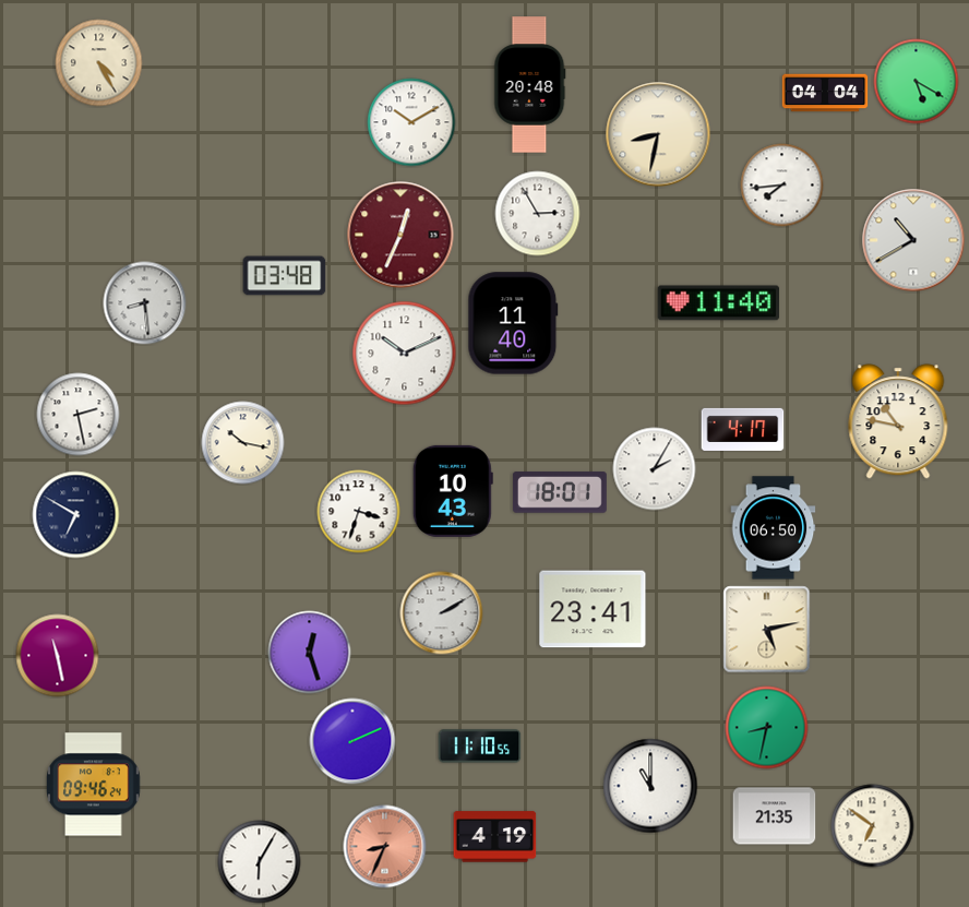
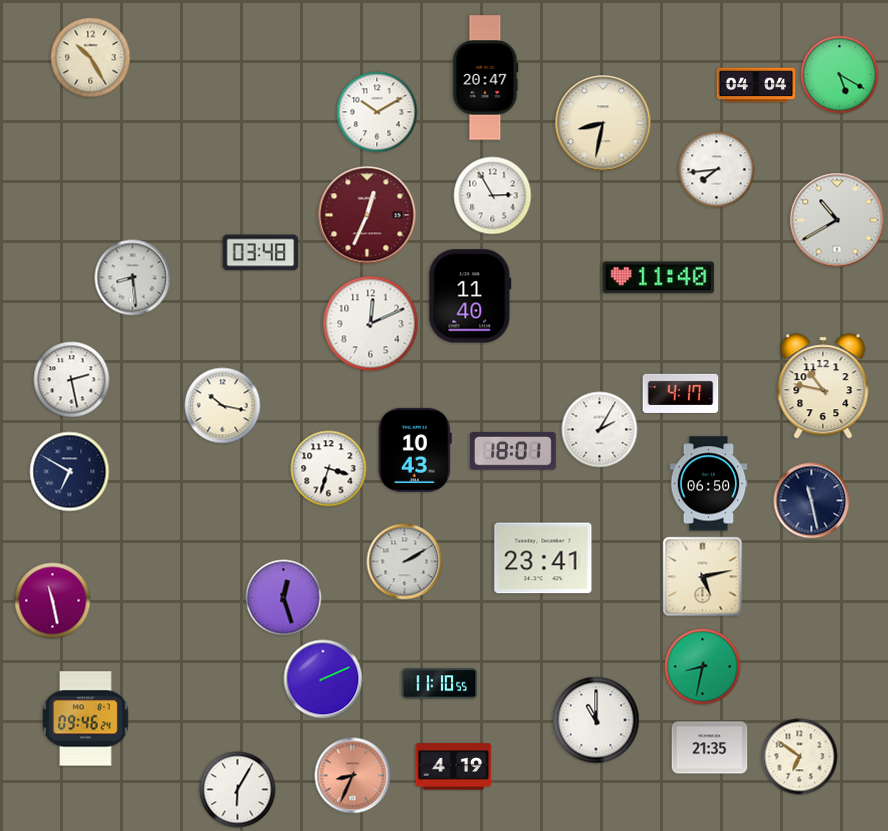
clock at (99, 63): 4:25 -> 10:25
clock at (530, 85): 20:48 -> 20:47
clock at (405, 354): 10:11 -> 12:11
clock at (812, 501): none -> 11:28
